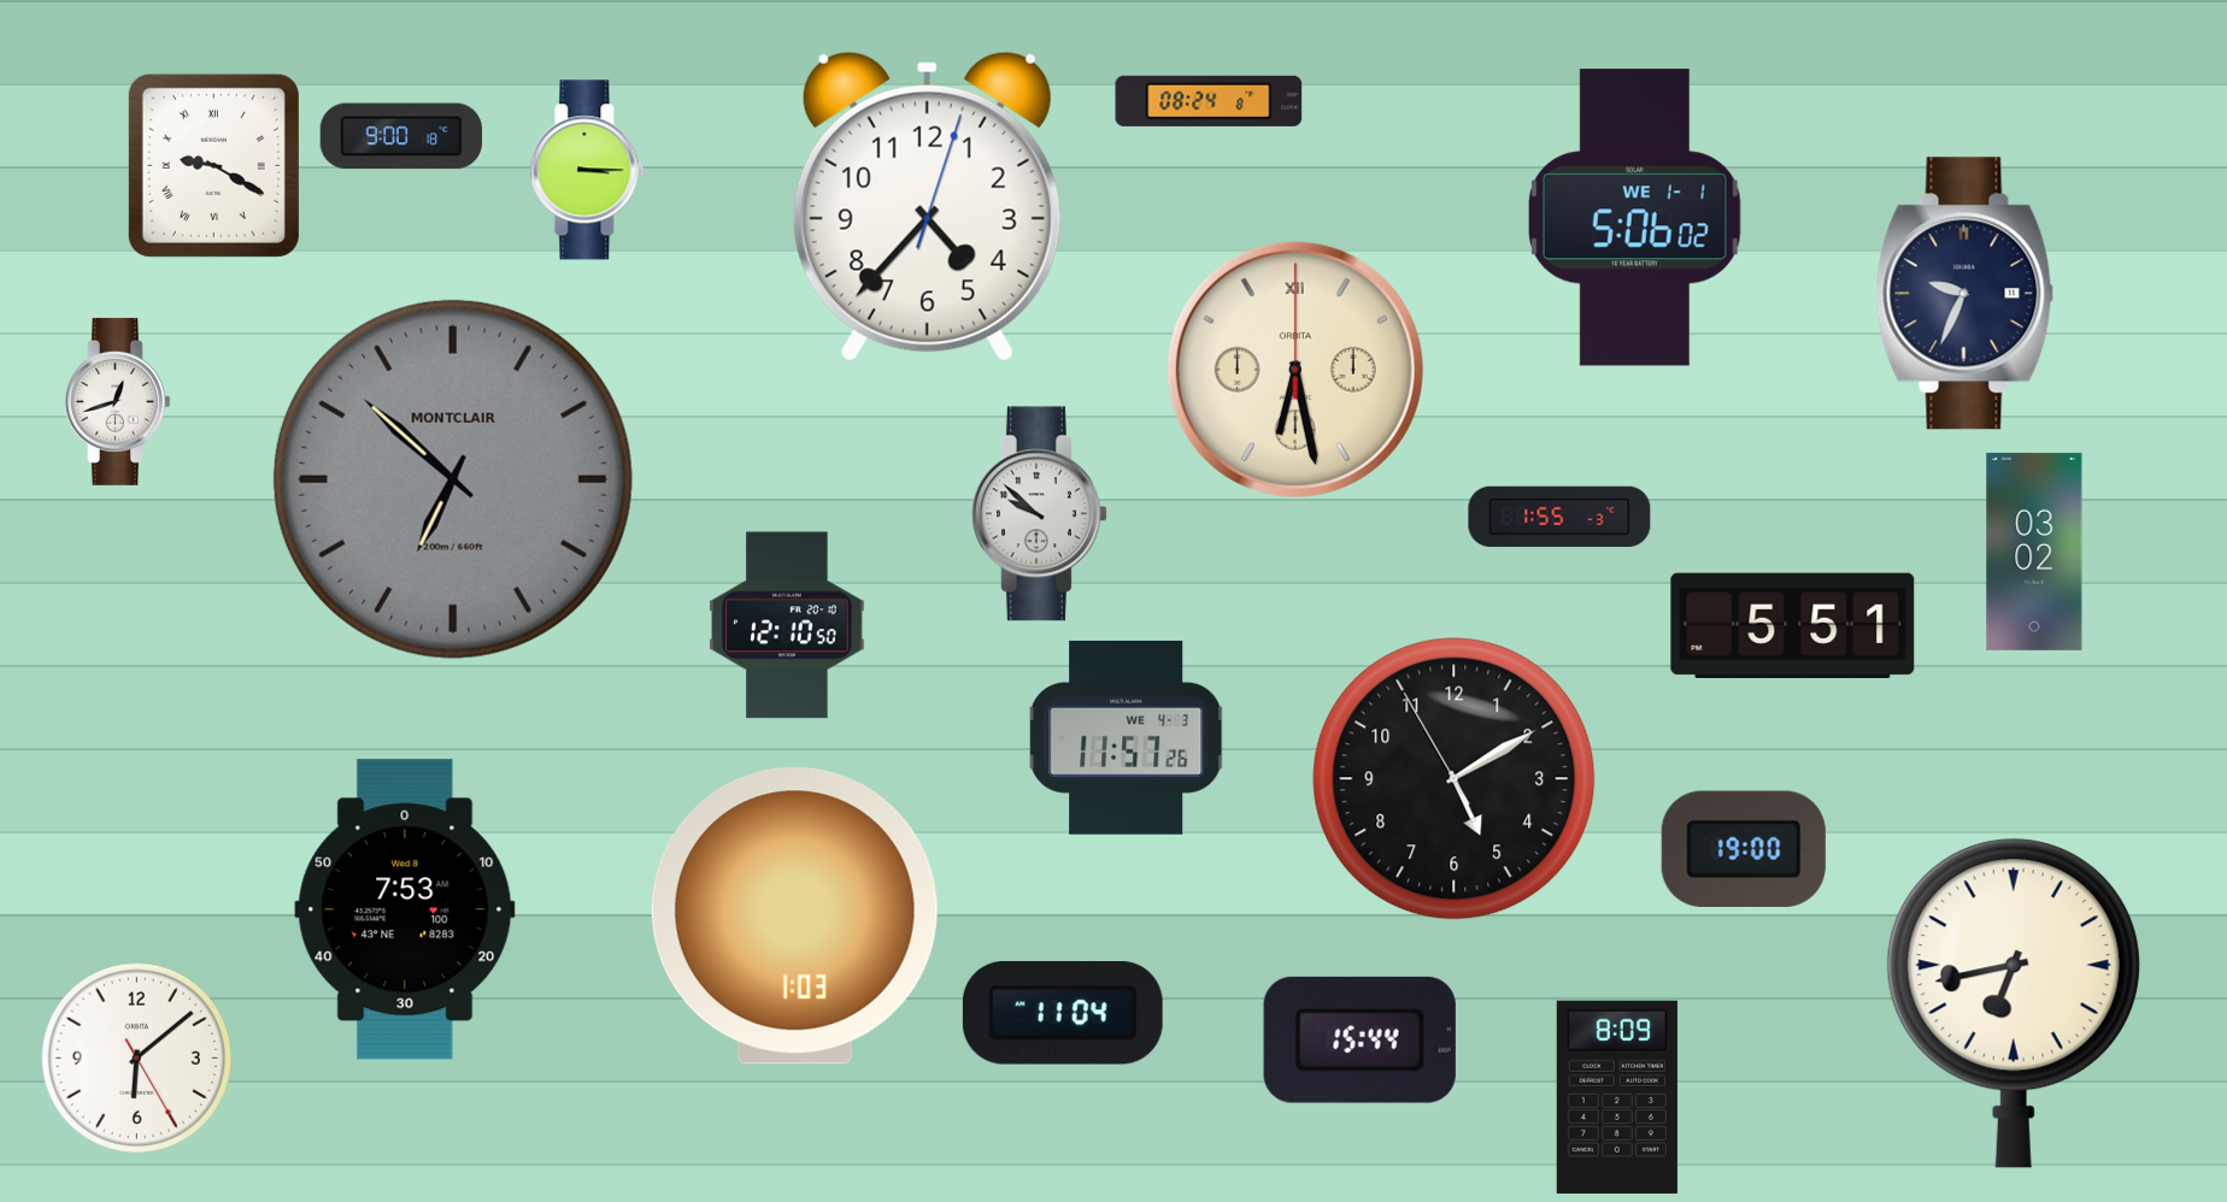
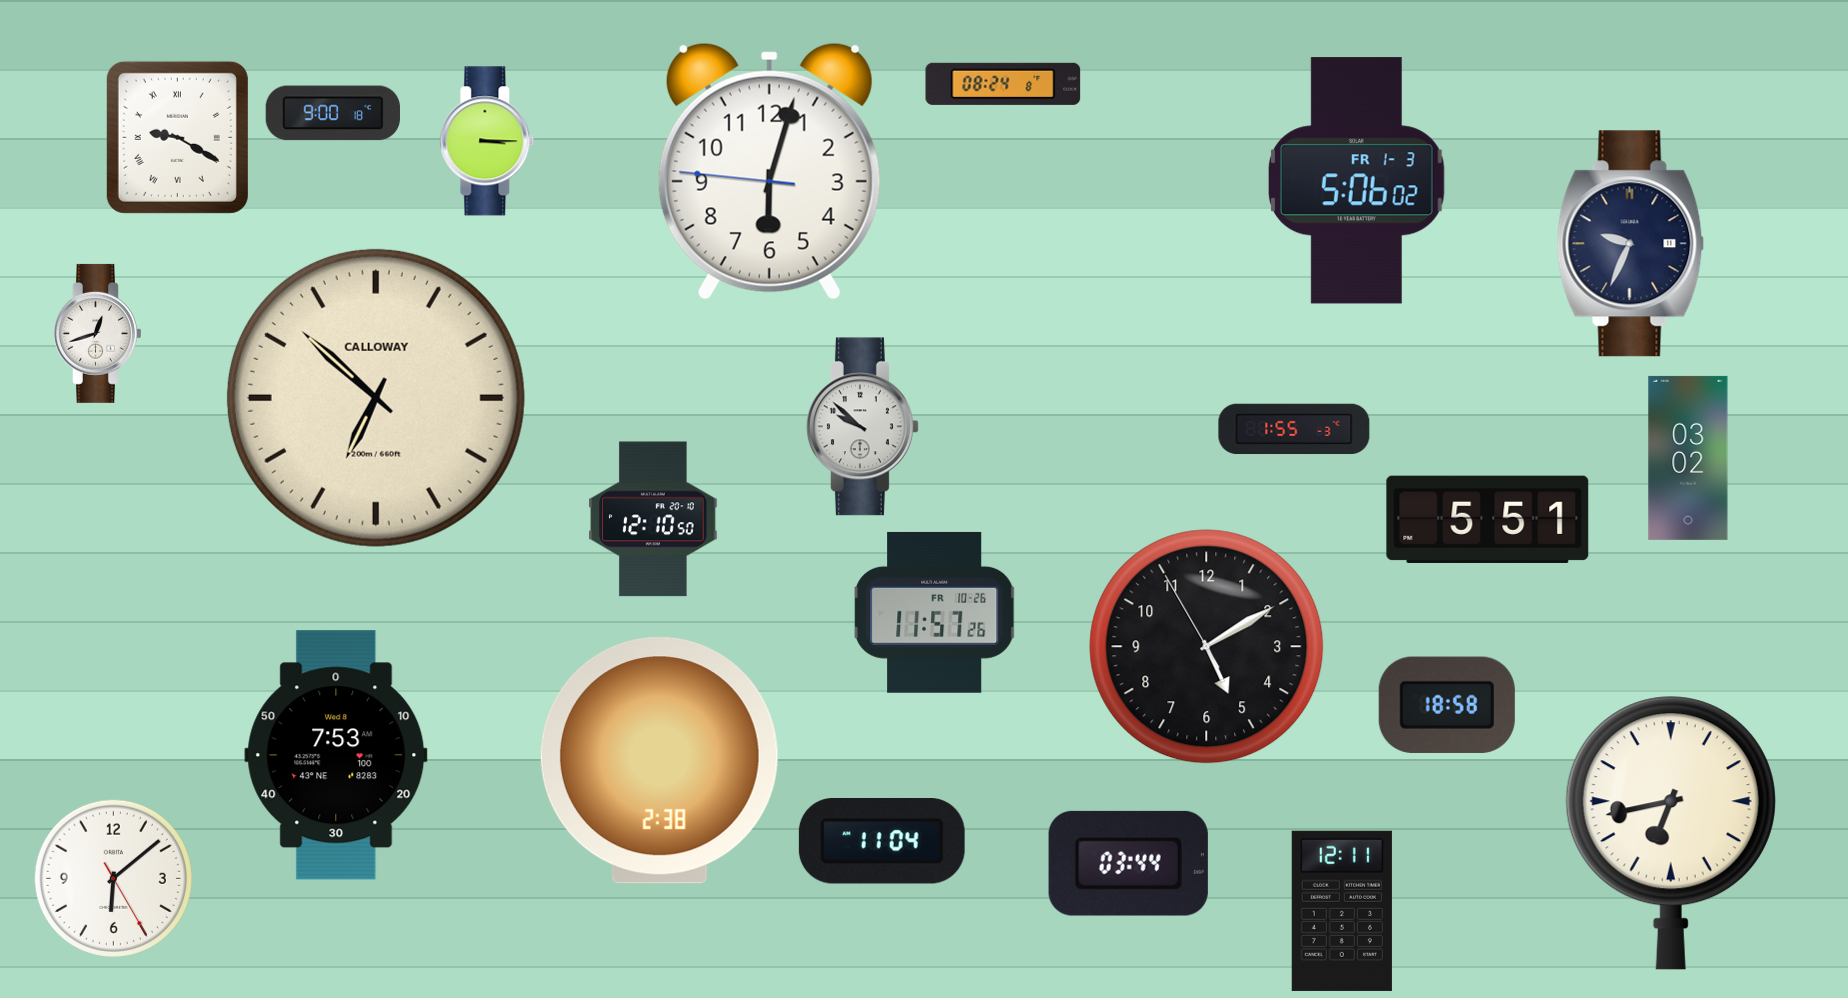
clock at (927, 206): 4:37 -> 6:02
clock at (1635, 218) date: WE 1-1 -> FR 1-3
clock at (1295, 370): 6:28 -> none
clock at (453, 479) dial: grey -> cream
clock at (453, 479) brand: MONTCLAIR -> CALLOWAY
clock at (1127, 737) date: WE 4-3 -> FR 10-26
clock at (1744, 849): 19:00 -> 18:58
clock at (794, 917): 1:03 -> 2:38
clock at (1359, 1039): 15:44 -> 03:44
clock at (1617, 1097): 8:09 -> 12:11
